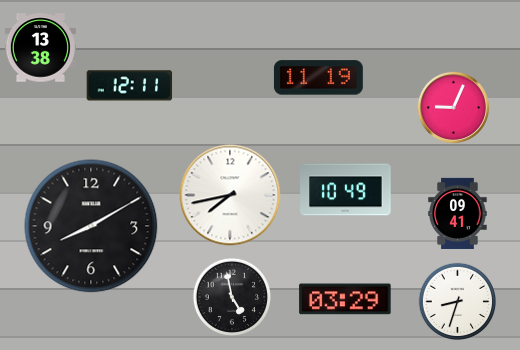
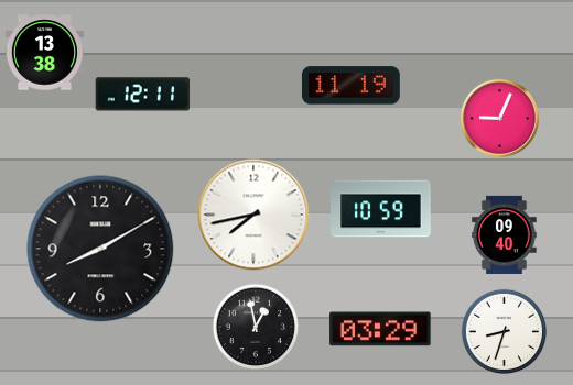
clock at (346, 190): 10:49 -> 10:59
clock at (458, 213): 09:41 -> 09:40
clock at (231, 296): 4:58 -> 12:58
